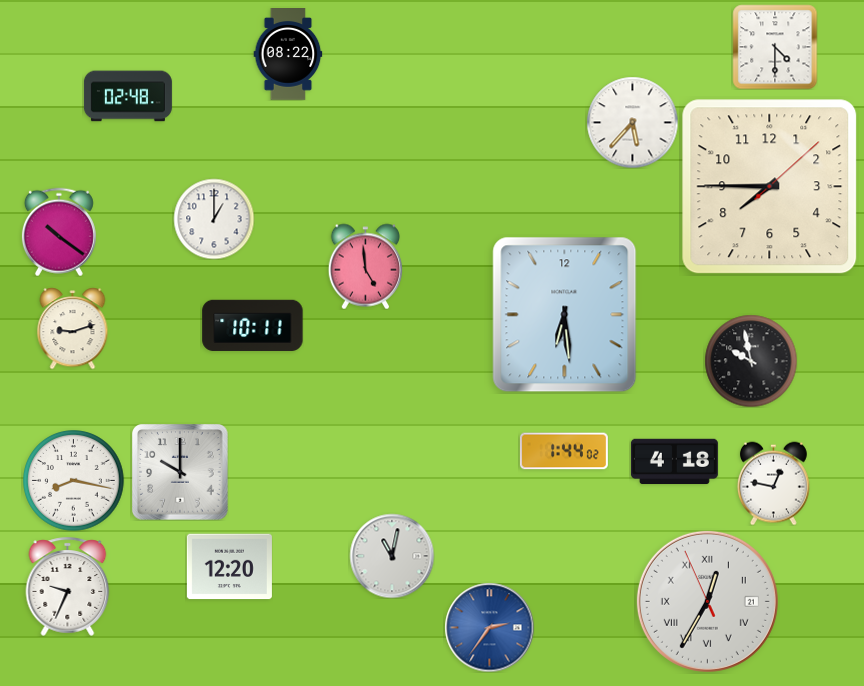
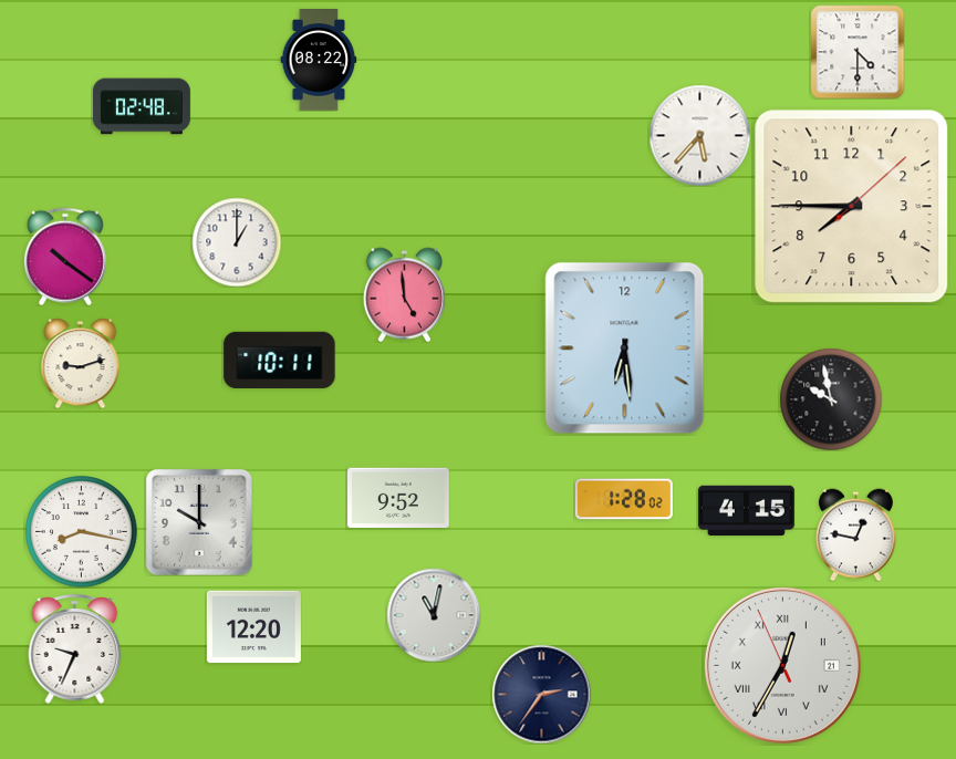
clock at (399, 498): none -> 9:52
clock at (564, 451): 1:44 -> 1:28
clock at (674, 462): 4:18 -> 4:15
clock at (489, 627) dial: blue -> navy
